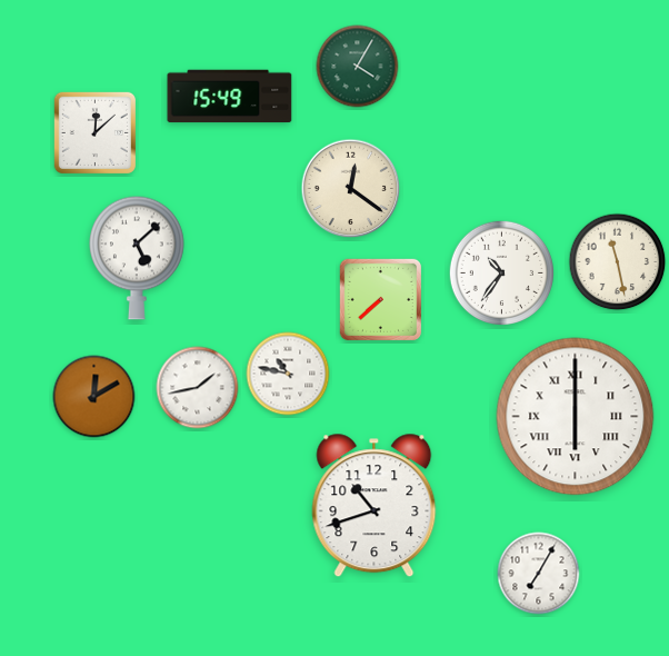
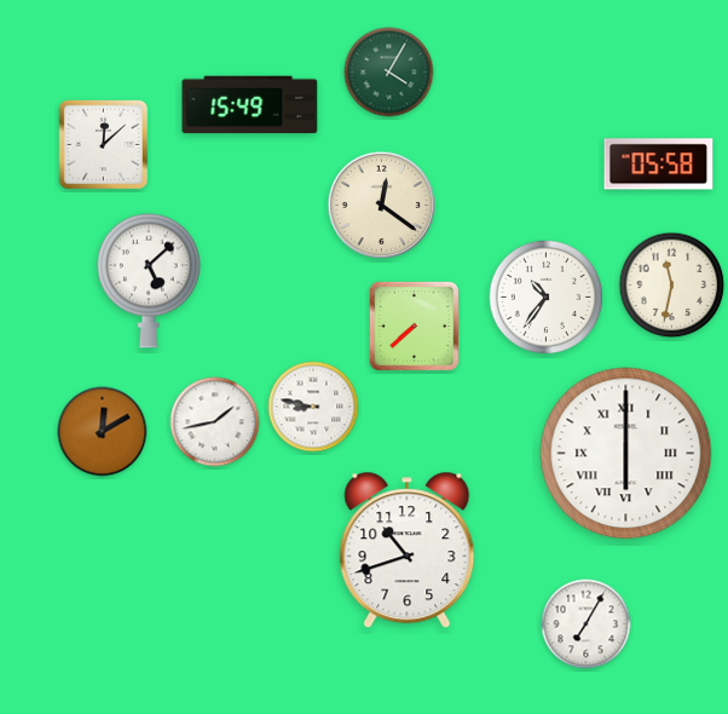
clock at (659, 165): none -> 05:58
clock at (618, 262): 11:28 -> 11:32
clock at (288, 374): 10:47 -> 8:47
